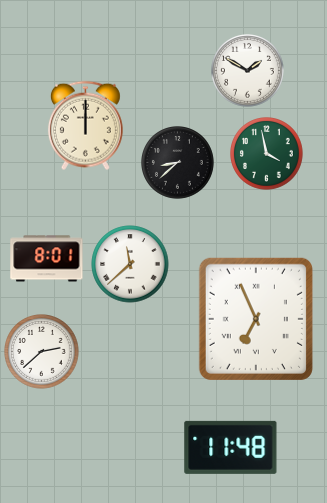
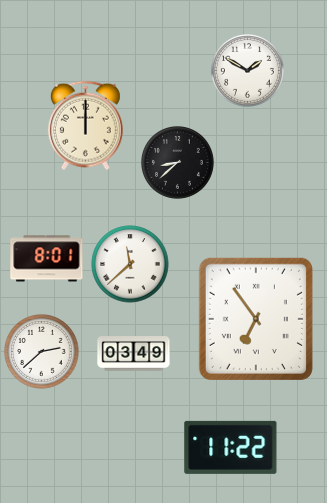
clock at (267, 154): 3:58 -> none
clock at (256, 319): 6:56 -> 6:54
clock at (134, 354): none -> 03:49
clock at (231, 447): 11:48 -> 11:22
